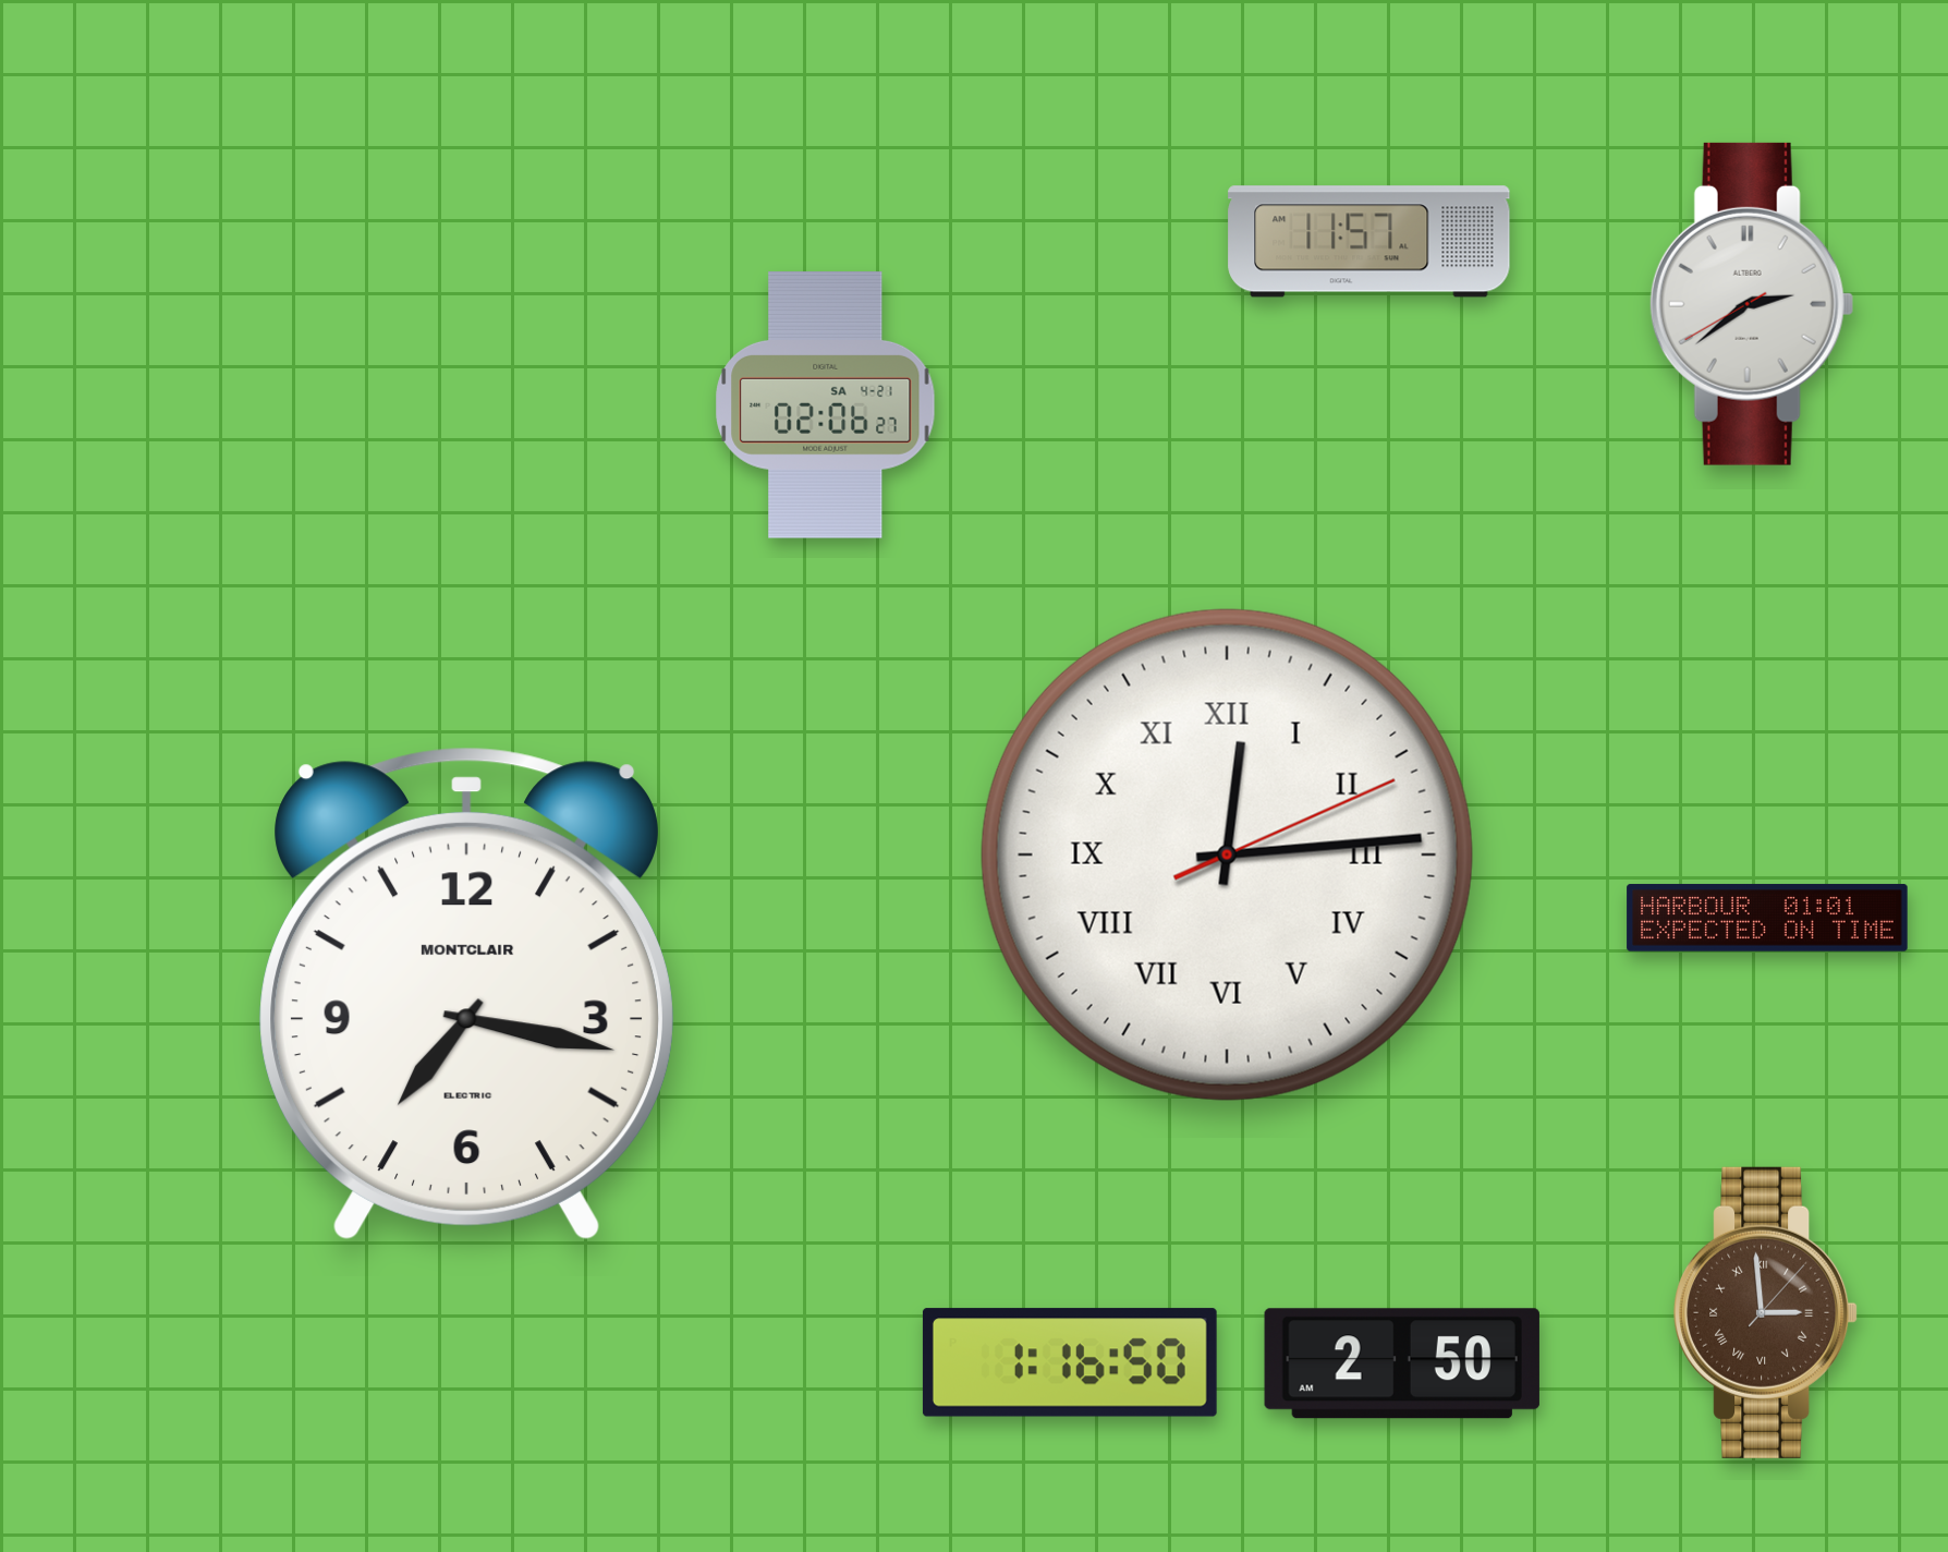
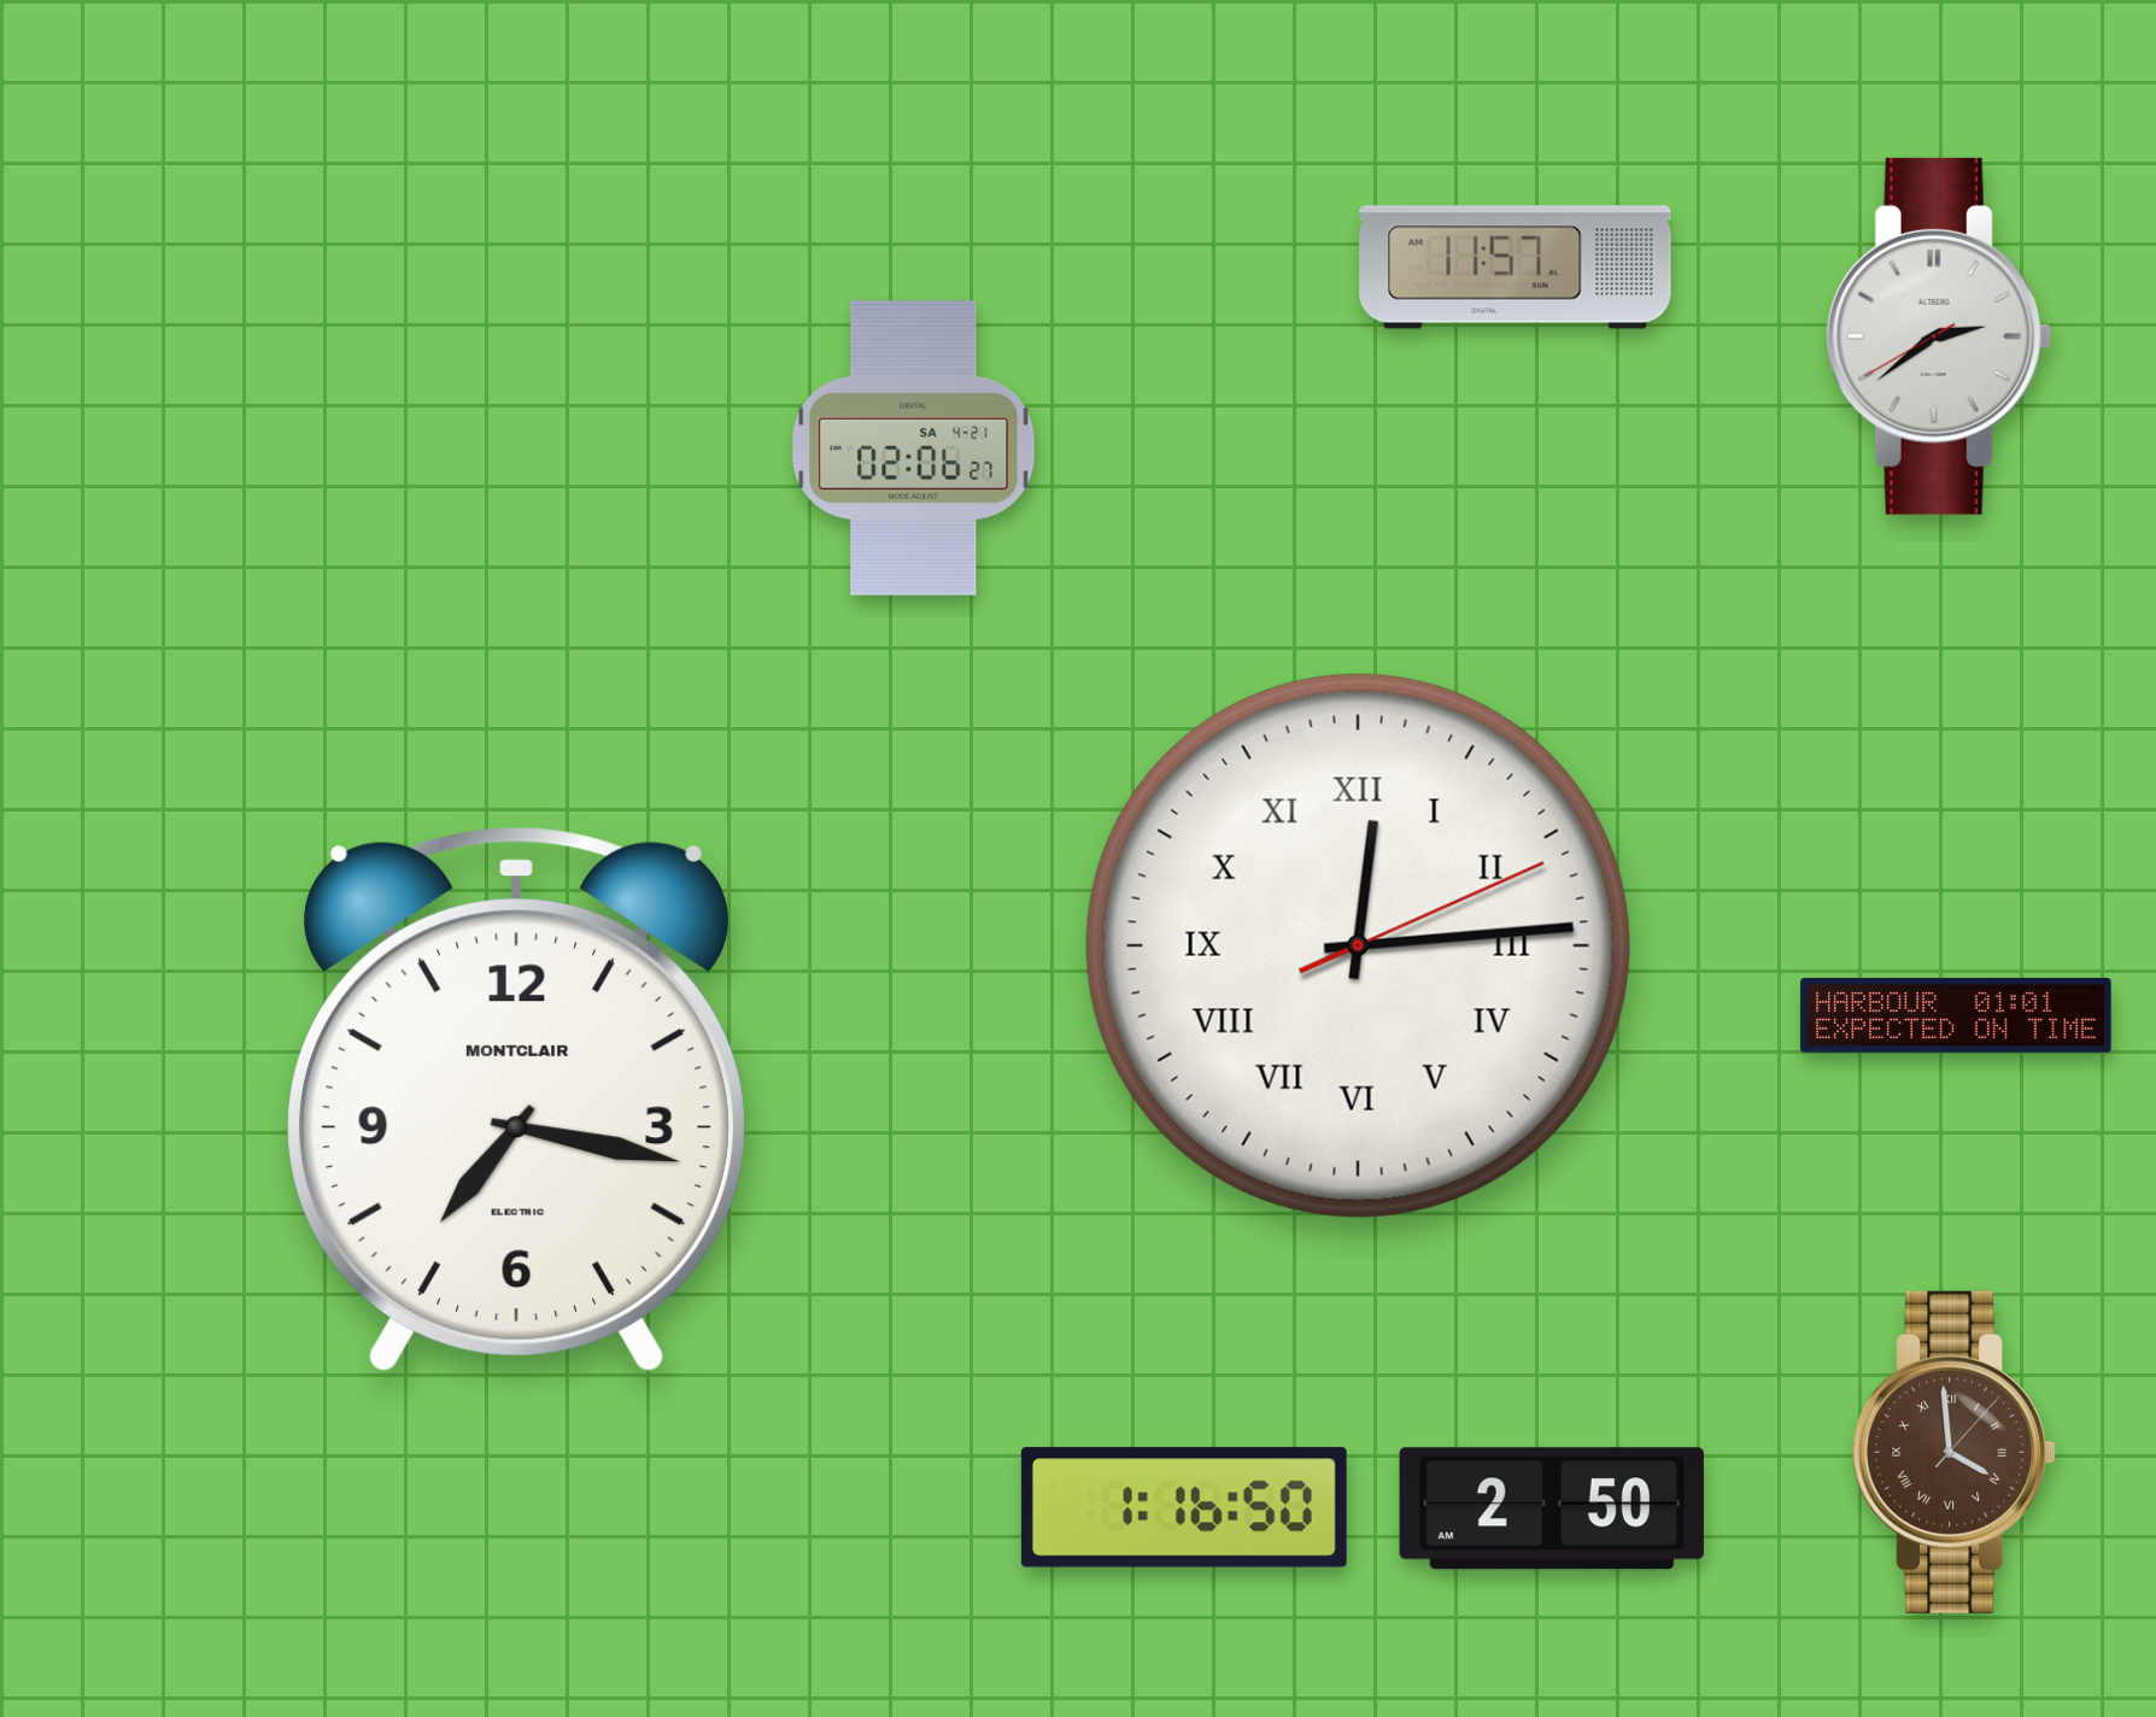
clock at (1766, 1312): 2:59 -> 3:59
